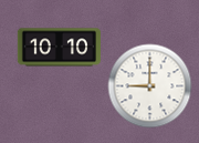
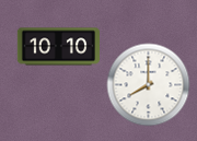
clock at (150, 86): 9:00 -> 8:00
